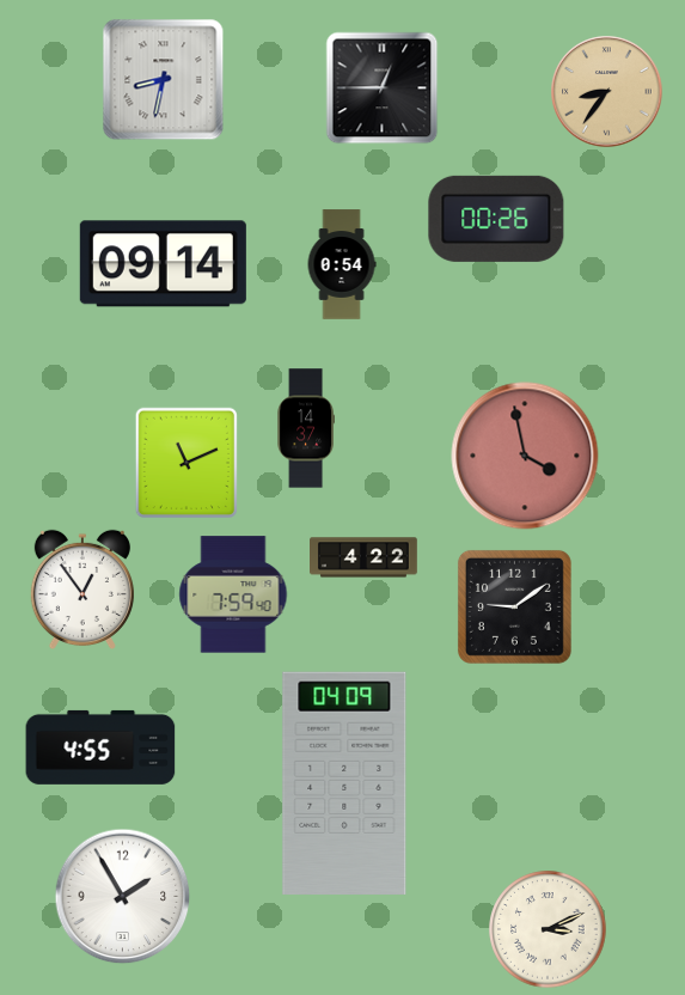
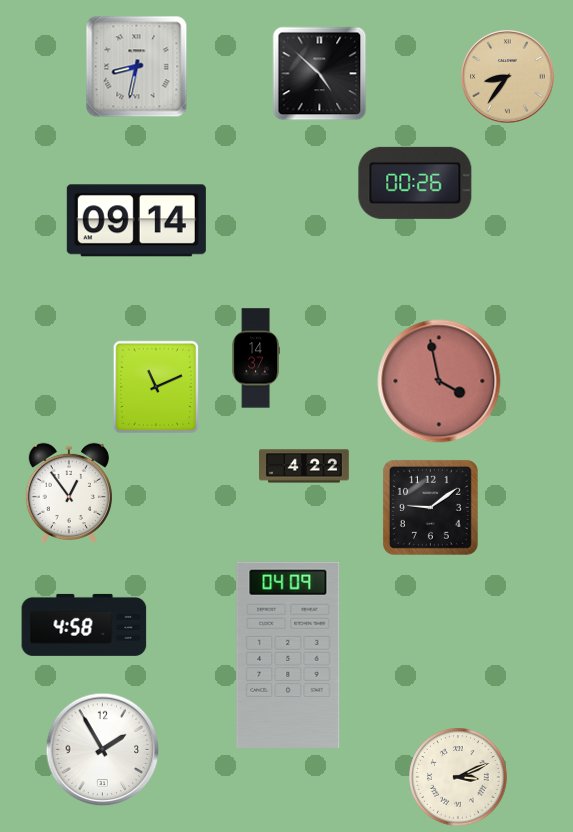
clock at (381, 87): 12:45 -> 4:52
clock at (342, 264): 0:54 -> none
clock at (233, 594): 7:59 -> none
clock at (100, 747): 4:55 -> 4:58
